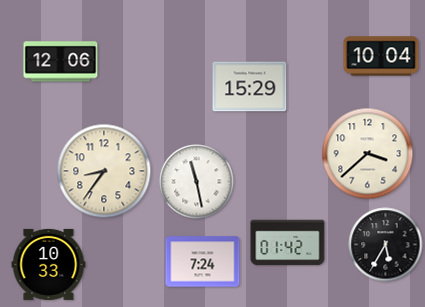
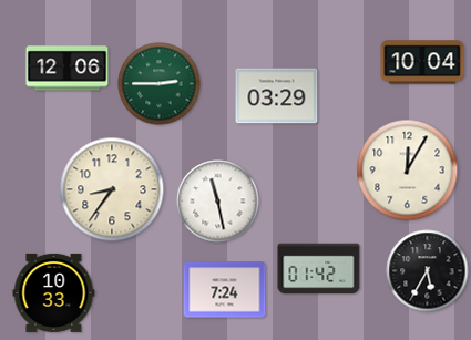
clock at (160, 84): none -> 2:45
clock at (250, 87): 15:29 -> 03:29
clock at (368, 154): 3:38 -> 12:05
clock at (104, 171) position: (104, 171) -> (112, 189)
